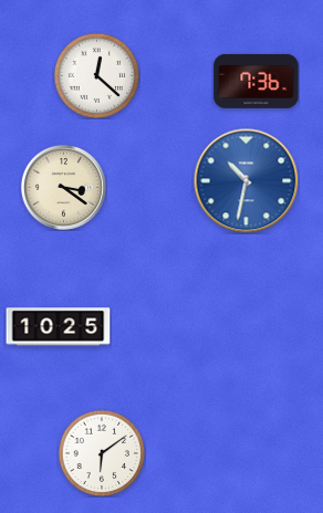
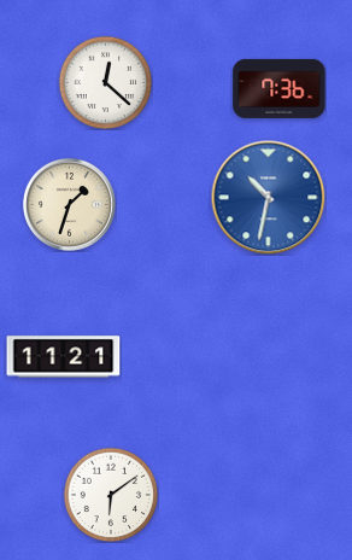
clock at (63, 187): 3:21 -> 1:33
clock at (59, 327): 10:25 -> 11:21
